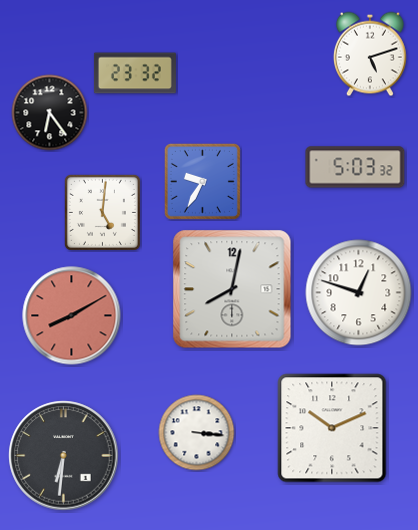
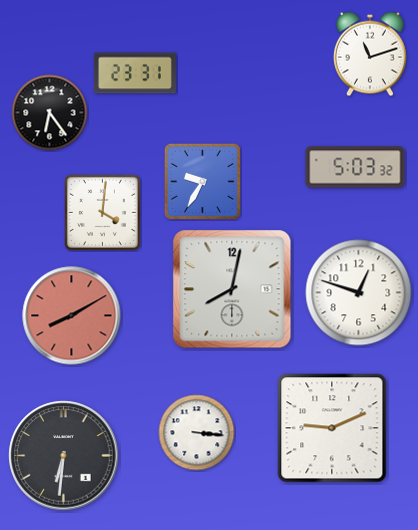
clock at (370, 54): 5:12 -> 11:12
clock at (135, 73): 23:32 -> 23:31
clock at (102, 212): 5:01 -> 4:01
clock at (332, 428): 10:11 -> 9:11
